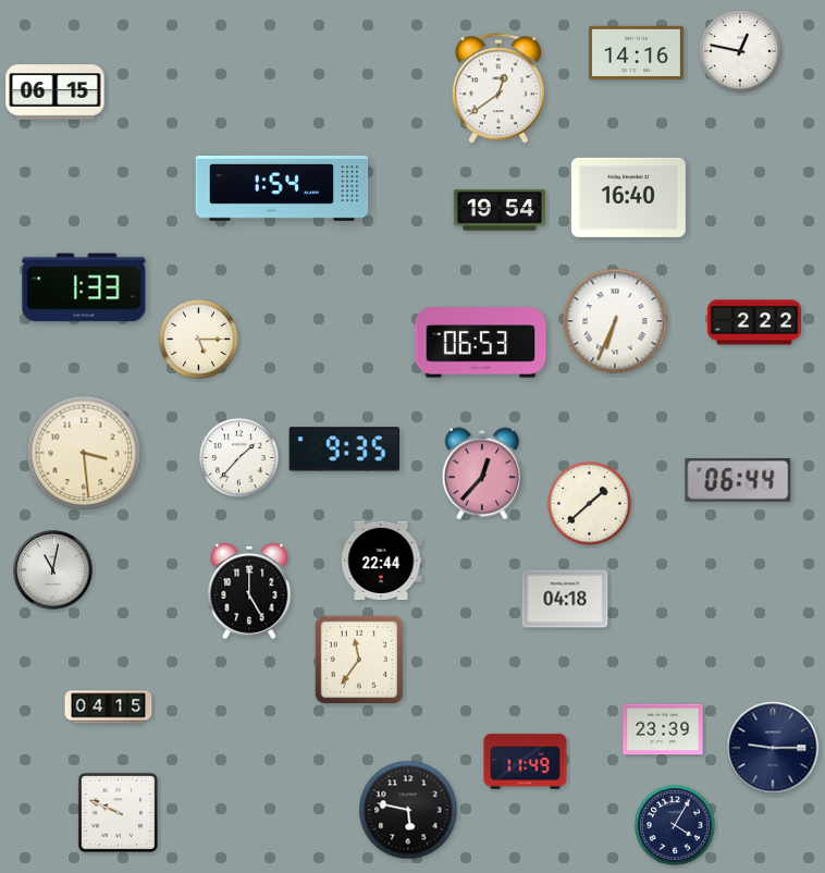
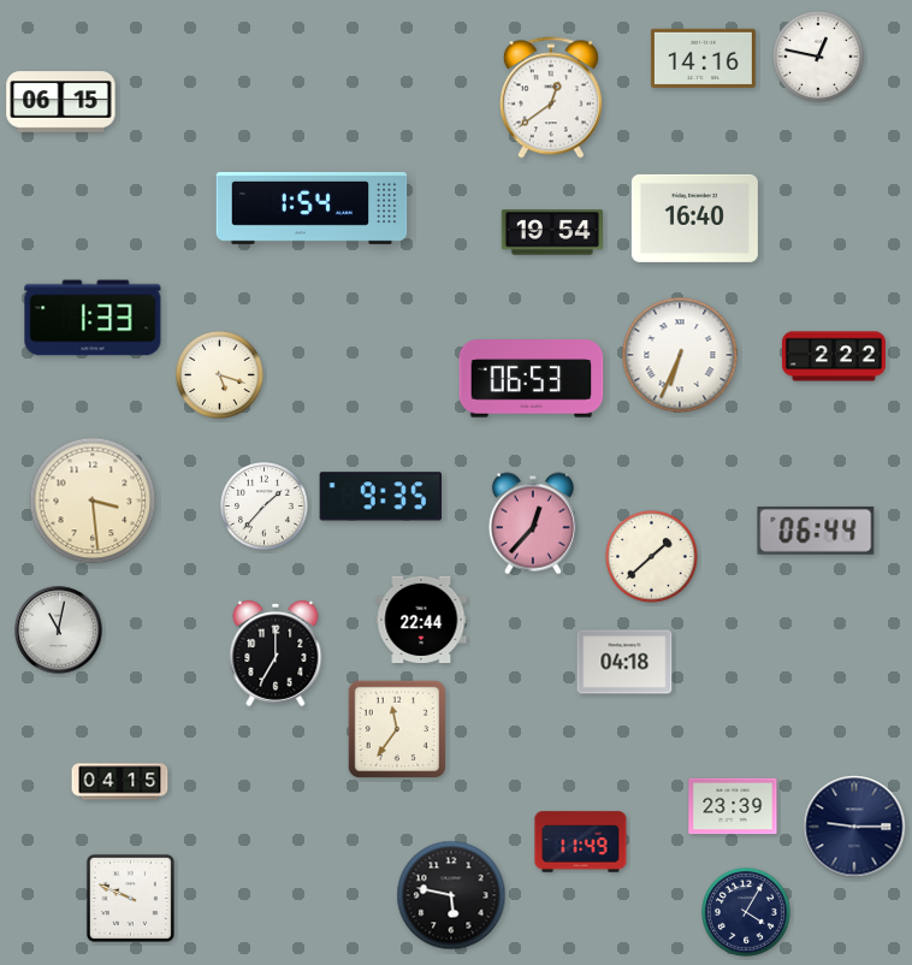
clock at (198, 339): 5:15 -> 5:18
clock at (249, 591): 5:00 -> 7:00
